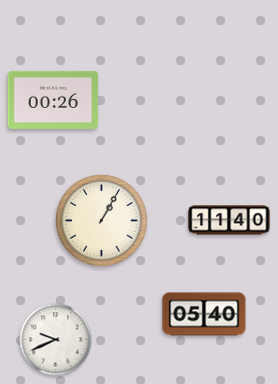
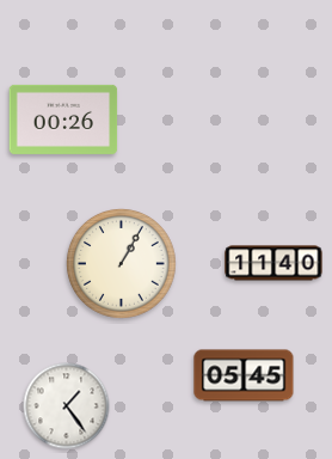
clock at (204, 314): 05:40 -> 05:45
clock at (56, 340): 9:41 -> 1:24
